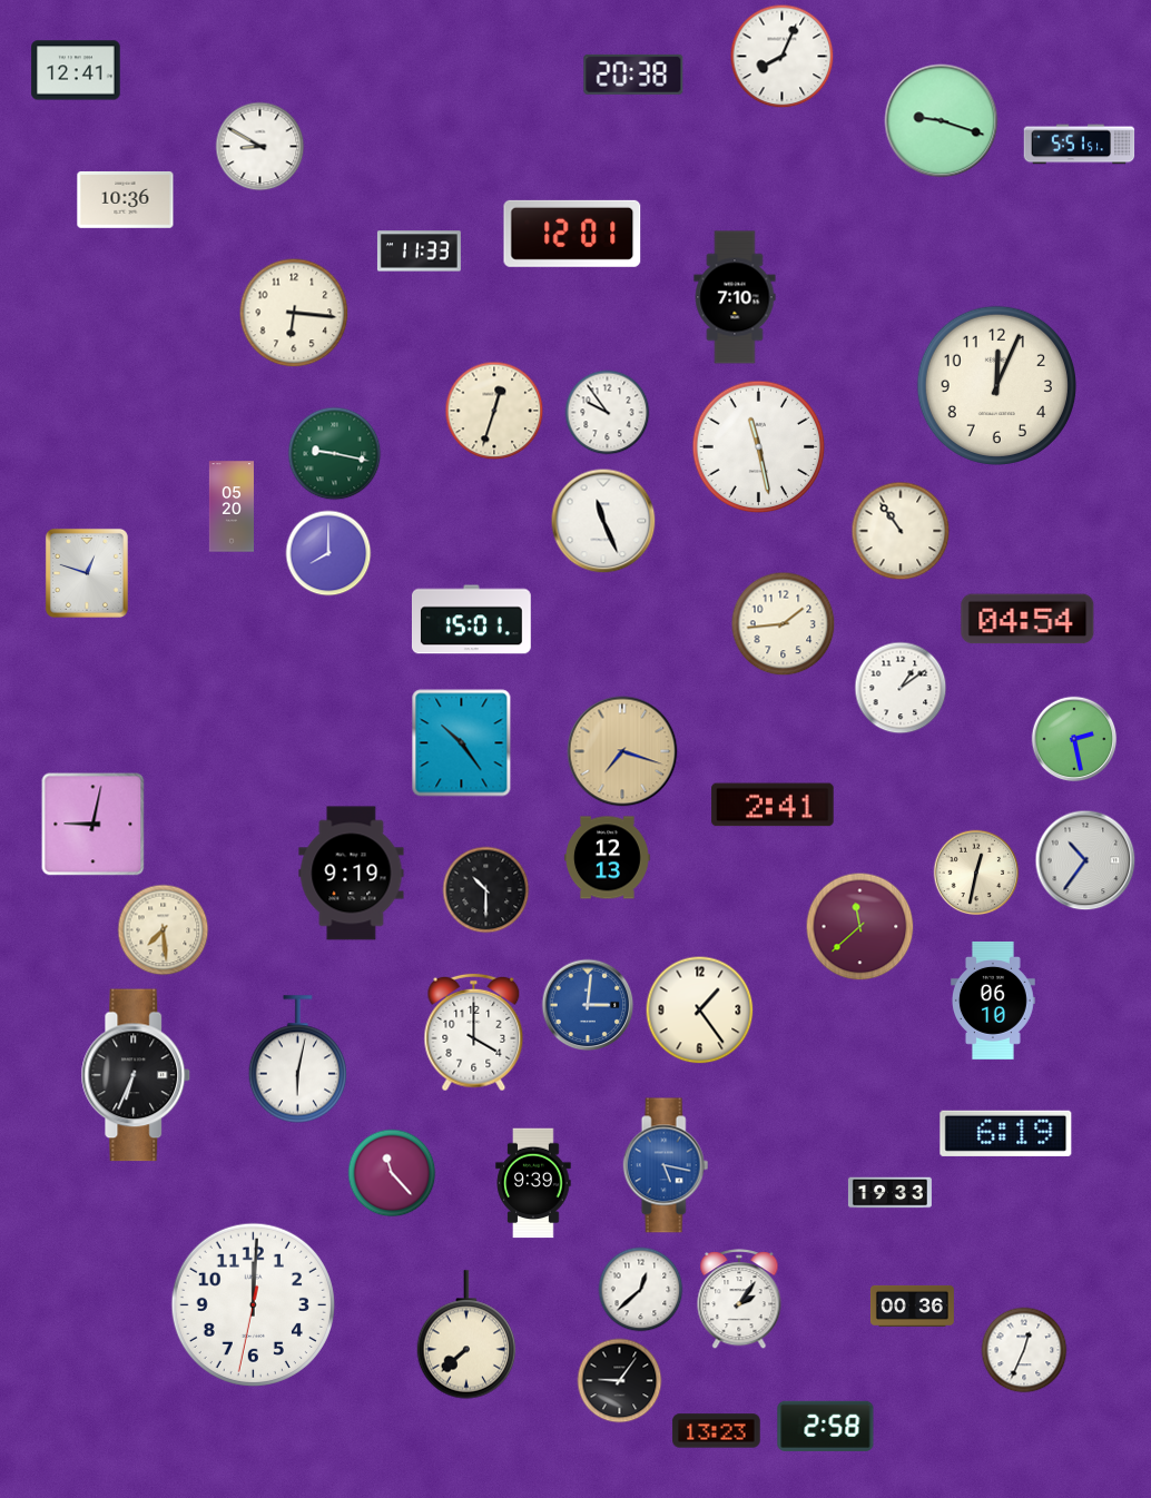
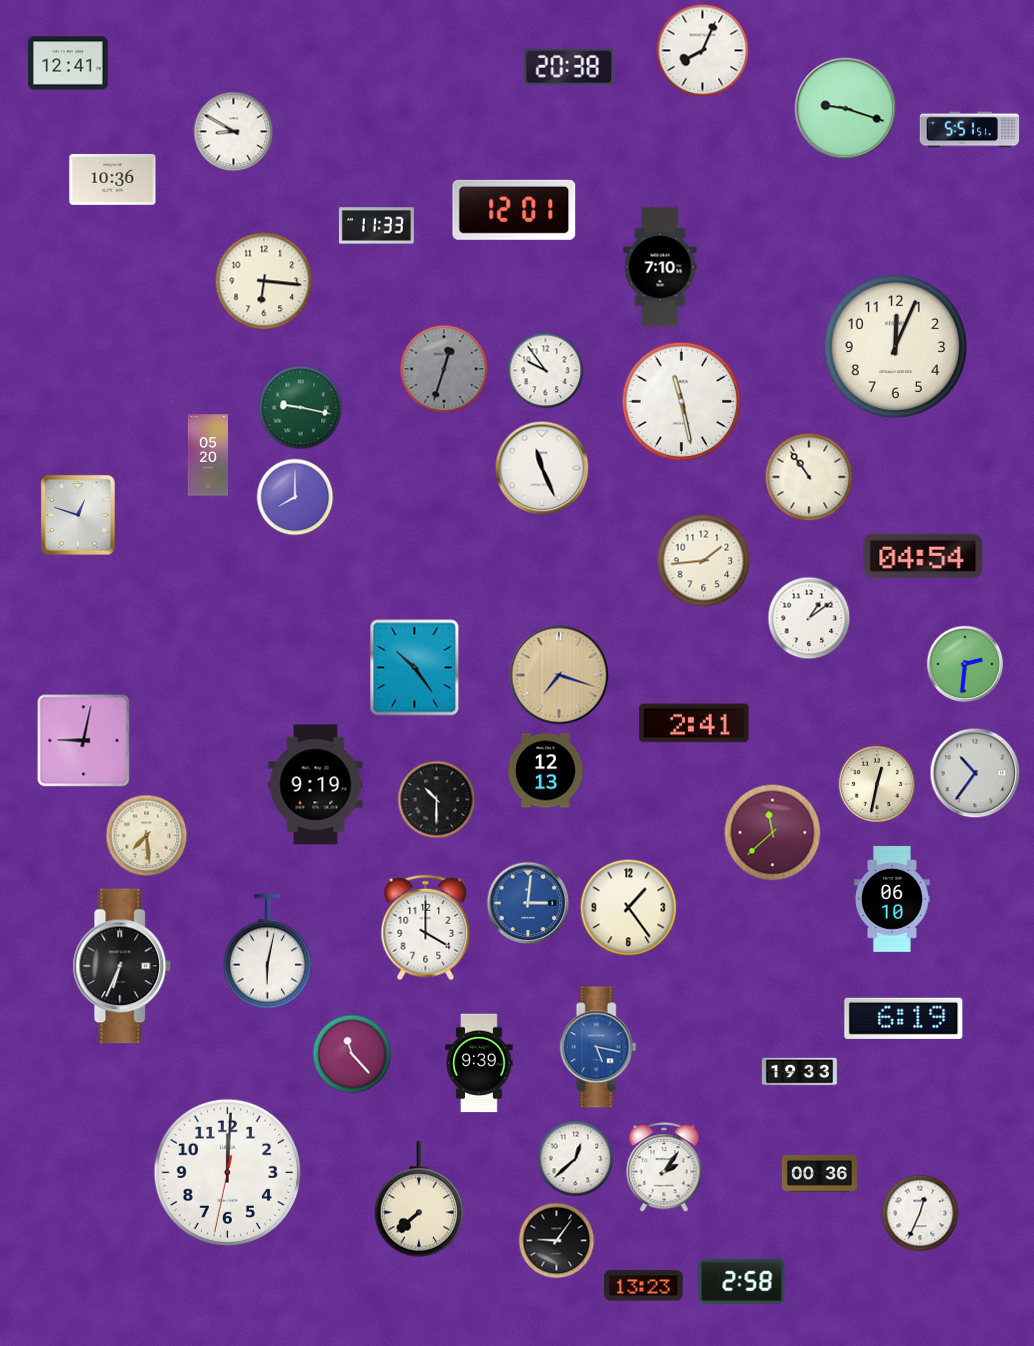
clock at (494, 411) dial: cream -> grey
clock at (471, 620): 15:01 -> none
clock at (1074, 739): 2:28 -> 2:31
